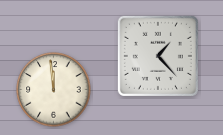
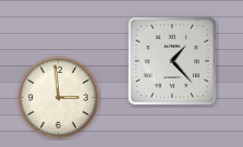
clock at (54, 90): 11:59 -> 2:59
